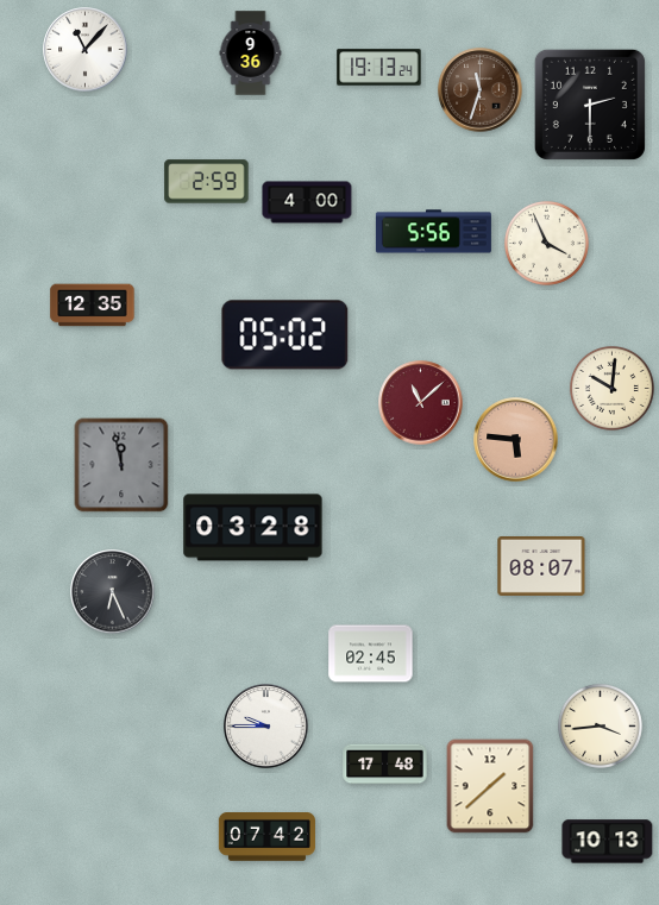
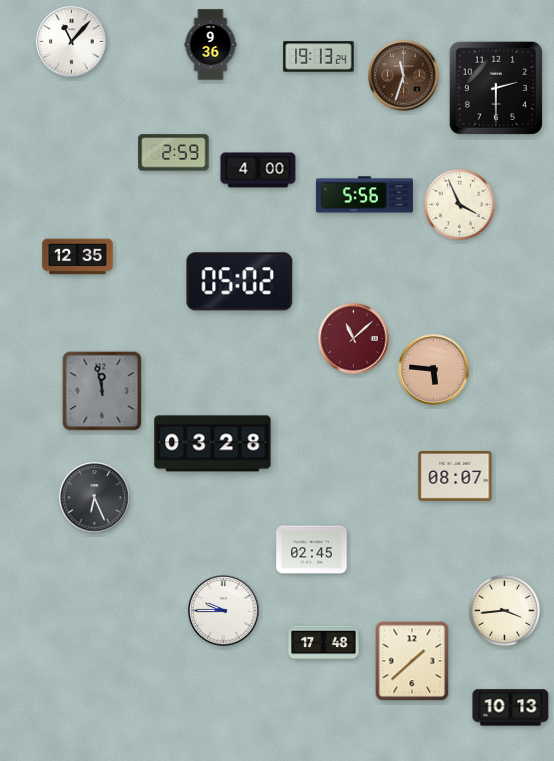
clock at (611, 388): 10:01 -> none
clock at (266, 837): 07:42 -> none
